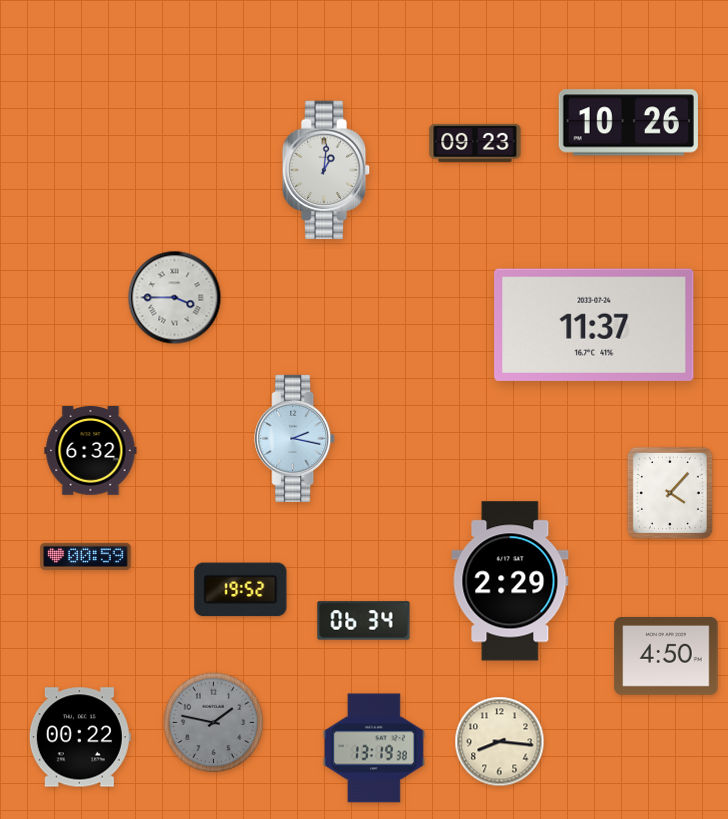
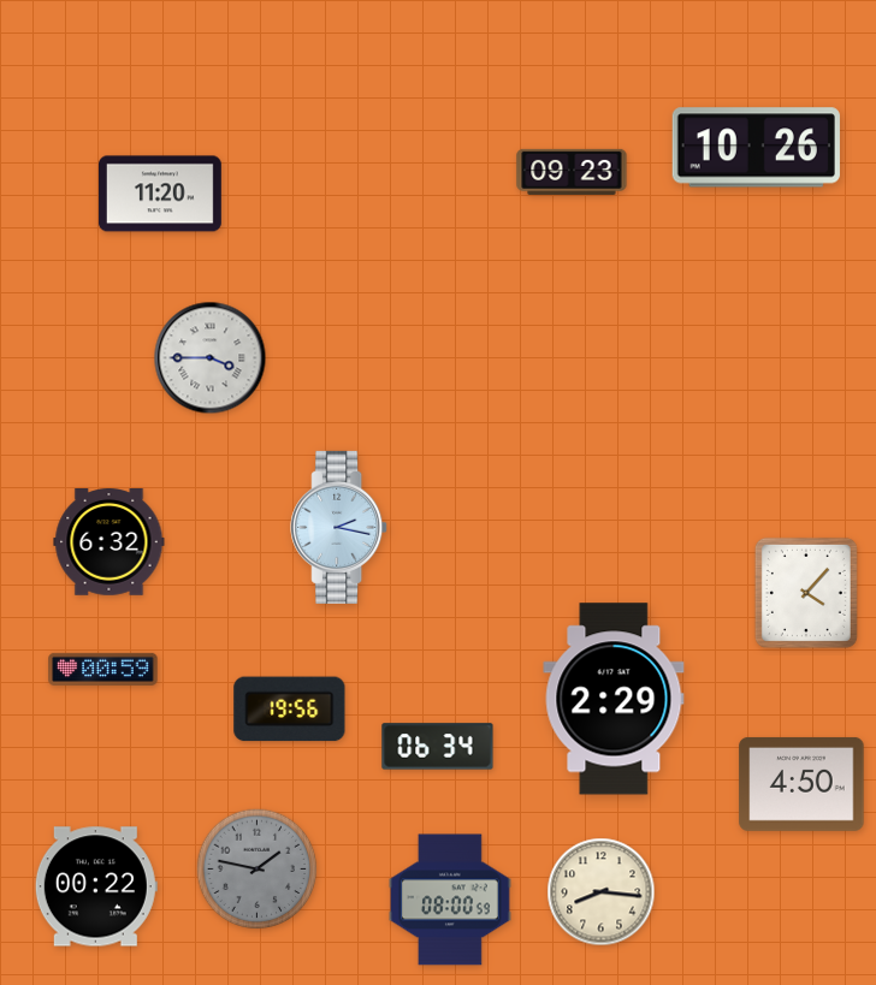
clock at (160, 194): none -> 11:20
clock at (326, 170): 1:01 -> none
clock at (594, 325): 11:37 -> none
clock at (295, 438) position: (295, 438) -> (339, 527)
clock at (241, 590): 19:52 -> 19:56
clock at (666, 656) position: (666, 656) -> (801, 784)
clock at (374, 748): 13:19 -> 08:00
